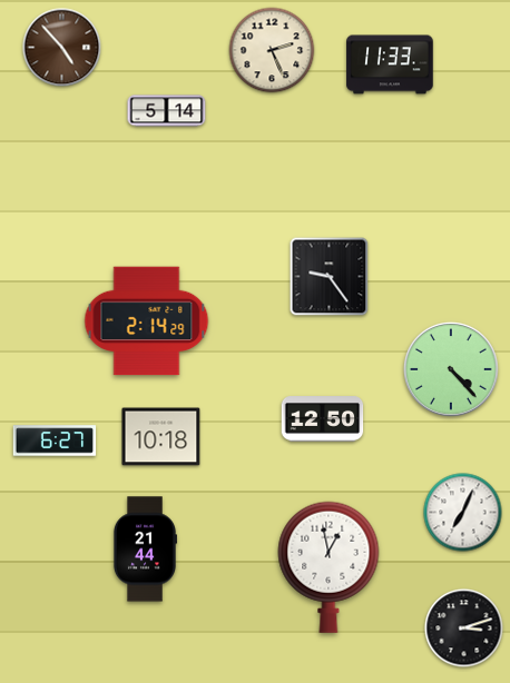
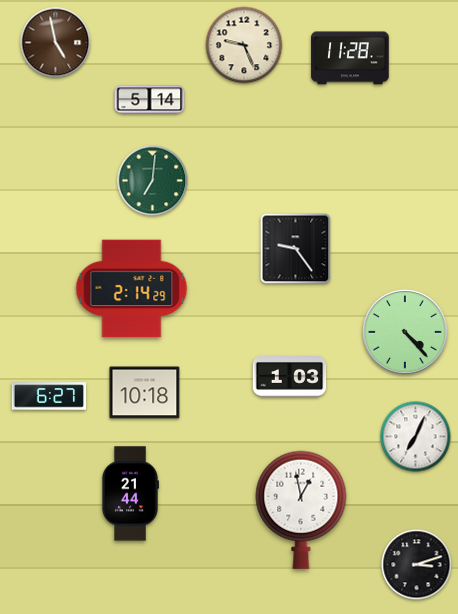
clock at (62, 48): 4:53 -> 4:58
clock at (272, 50): 2:26 -> 9:26
clock at (390, 65): 11:33 -> 11:28
clock at (153, 181): none -> 7:01
clock at (323, 419): 12:50 -> 1:03
clock at (463, 513) position: (463, 513) -> (416, 437)
clock at (328, 567) position: (328, 567) -> (301, 510)
